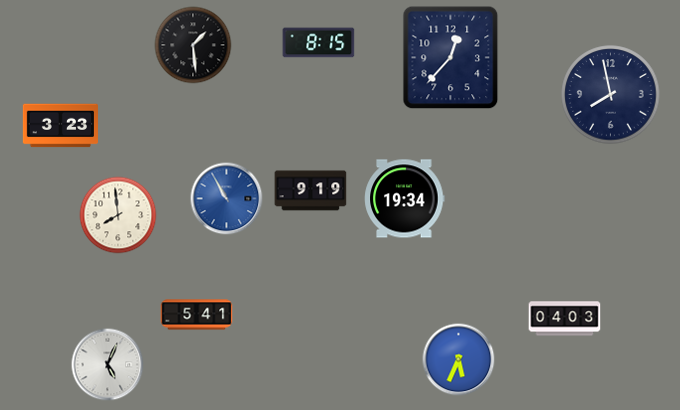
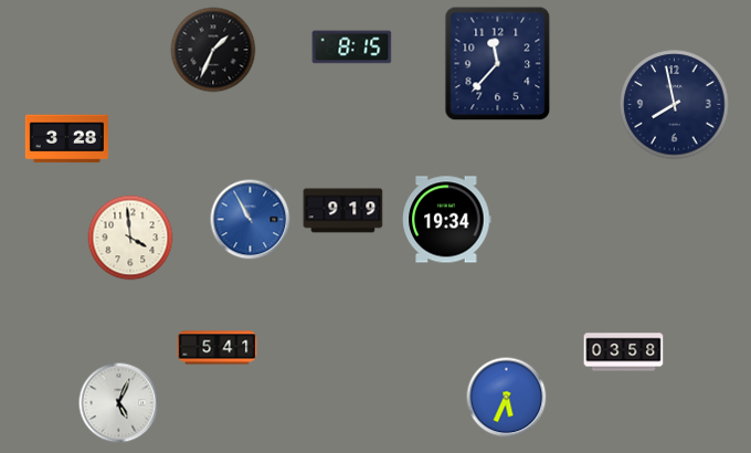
clock at (193, 45): 1:29 -> 1:34
clock at (451, 58): 12:37 -> 11:37
clock at (60, 126): 3:23 -> 3:28
clock at (118, 215): 7:59 -> 3:59
clock at (565, 319): 04:03 -> 03:58
